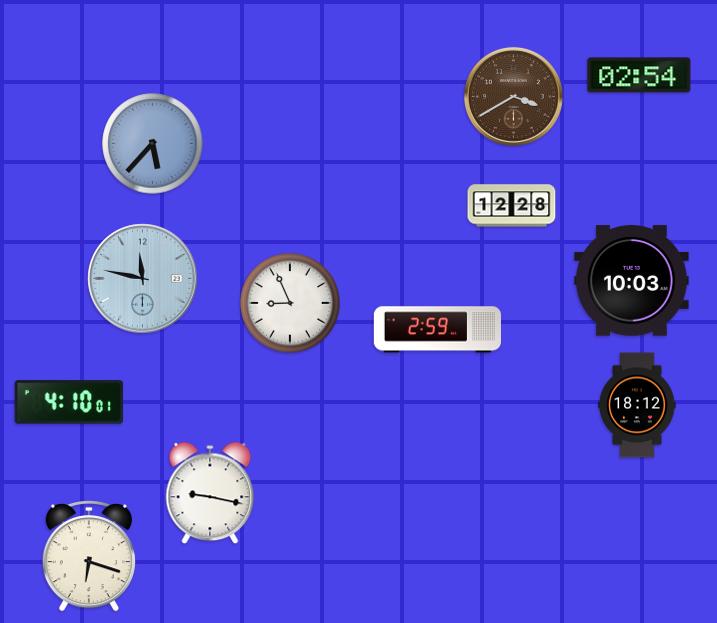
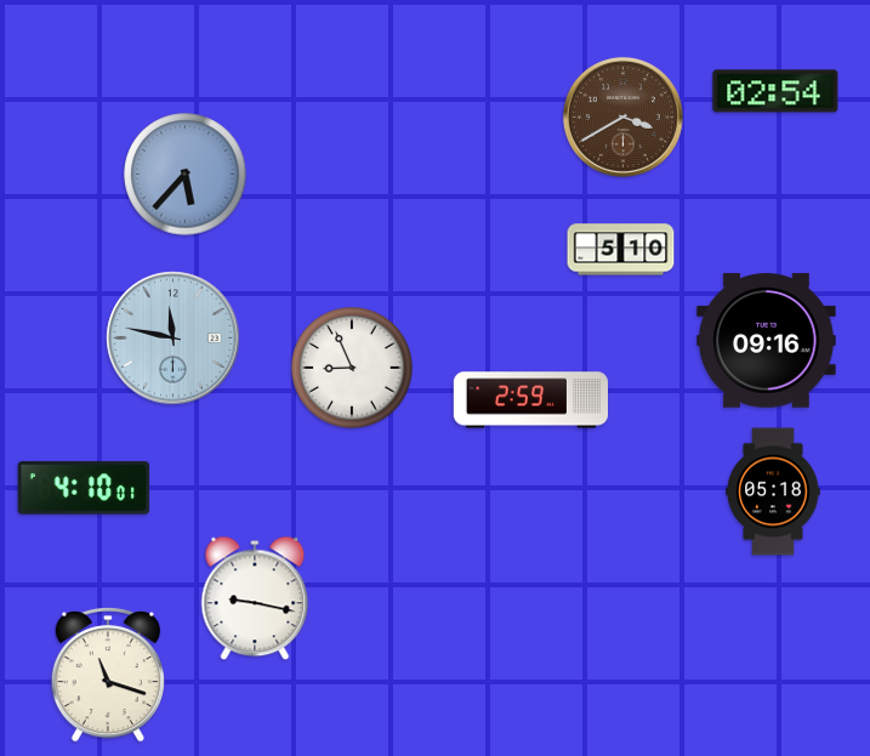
clock at (512, 206): 12:28 -> 5:10
clock at (632, 281): 10:03 -> 09:16
clock at (637, 405): 18:12 -> 05:18
clock at (89, 557): 6:18 -> 11:18
